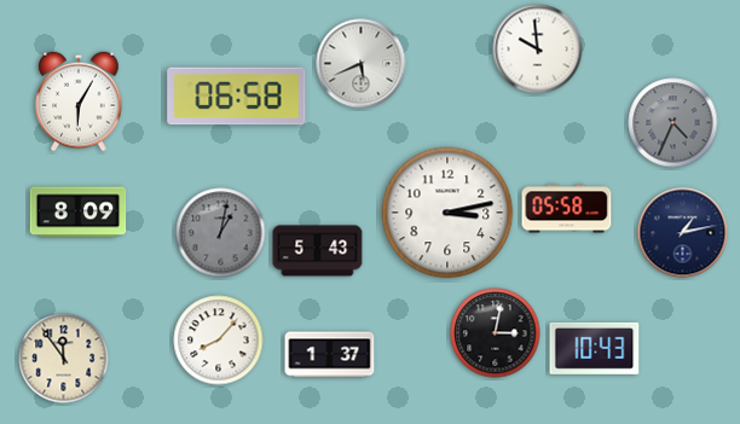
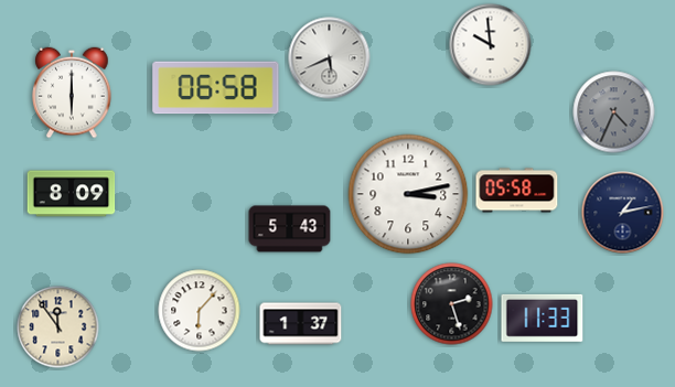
clock at (79, 101): 6:05 -> 6:00
clock at (221, 233): 1:02 -> none
clock at (496, 333): 3:02 -> 2:27
clock at (219, 341): 8:07 -> 6:07
clock at (595, 348): 10:43 -> 11:33
